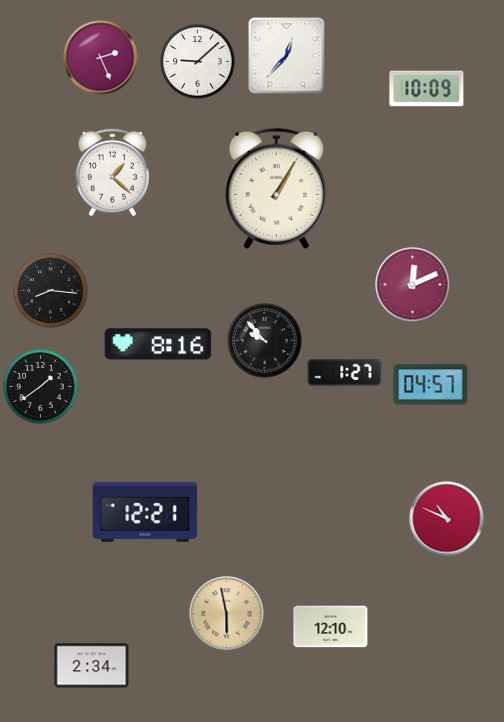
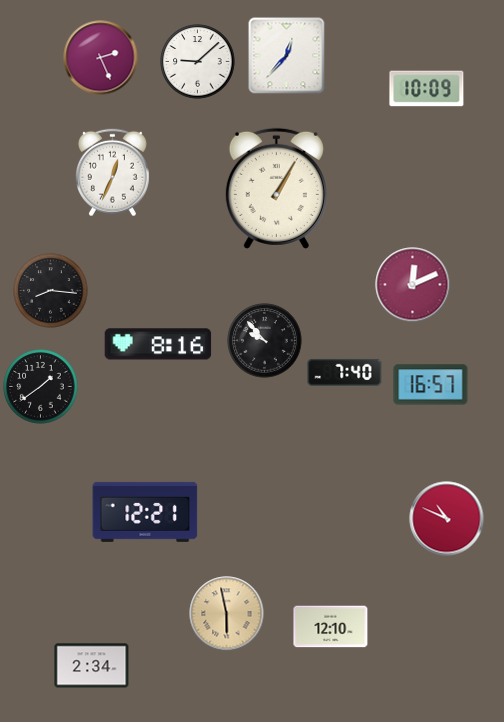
clock at (113, 173): 1:22 -> 12:34
clock at (345, 372): 1:27 -> 7:40
clock at (431, 385): 04:57 -> 16:57
